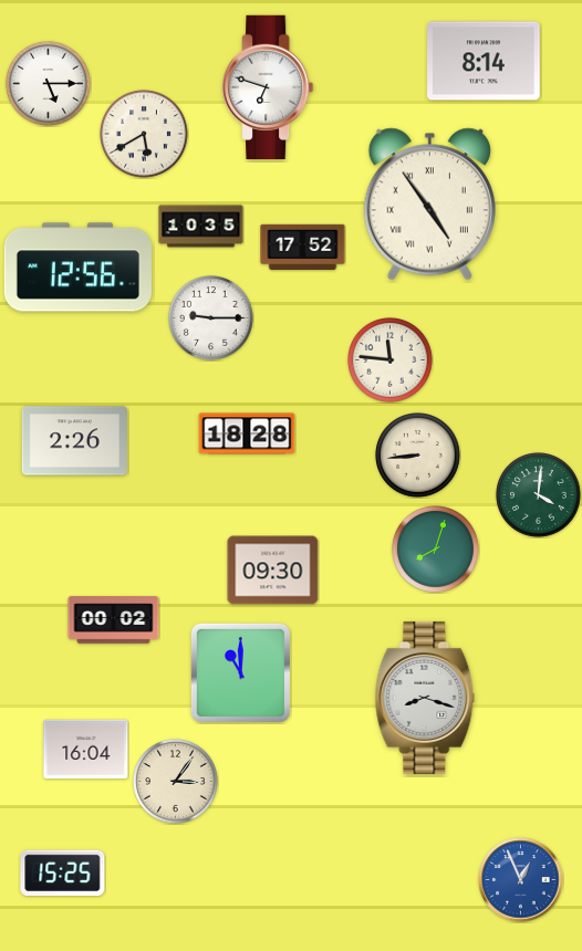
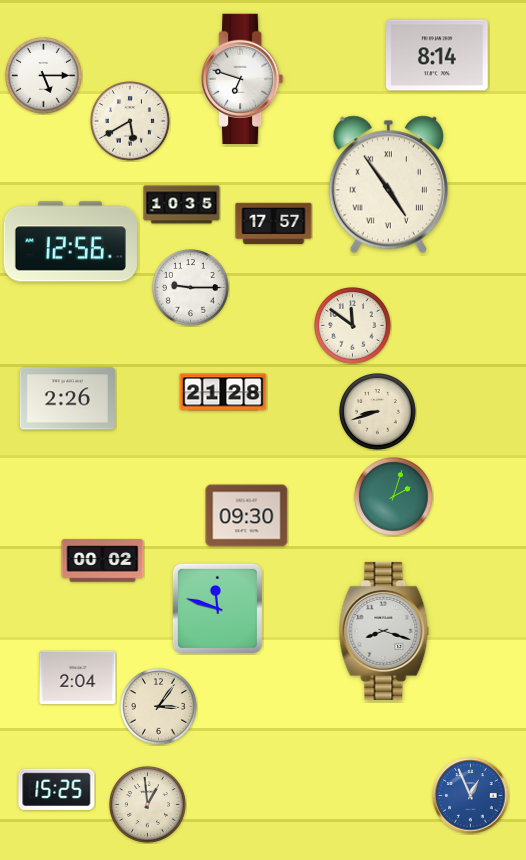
clock at (303, 248): 17:52 -> 17:57
clock at (391, 360): 11:46 -> 11:51
clock at (247, 433): 18:28 -> 21:28
clock at (418, 456): 8:44 -> 8:42
clock at (539, 495): 4:01 -> none
clock at (436, 550): 8:03 -> 2:03
clock at (240, 672): 11:00 -> 11:48
clock at (86, 750): 16:04 -> 2:04
clock at (148, 805): none -> 12:59
